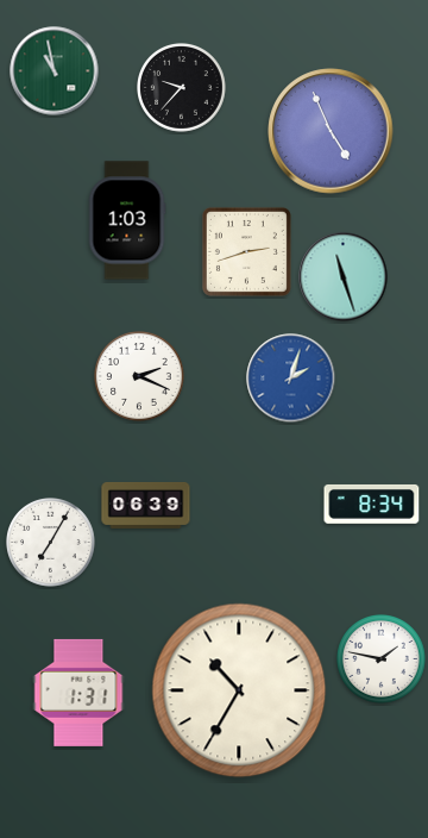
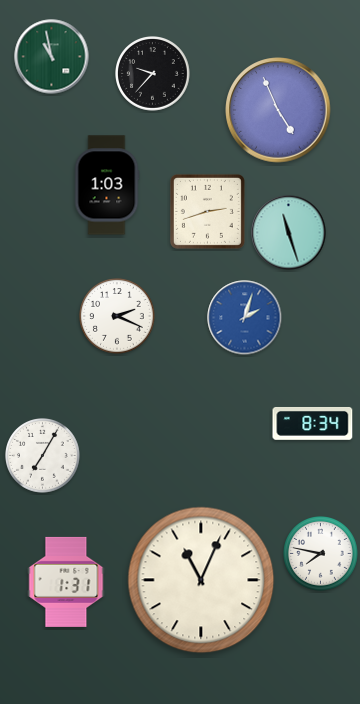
clock at (55, 71) position: (55, 71) -> (52, 57)
clock at (146, 505): 06:39 -> none
clock at (382, 659): 1:47 -> 7:47
clock at (239, 690): 10:35 -> 11:04
